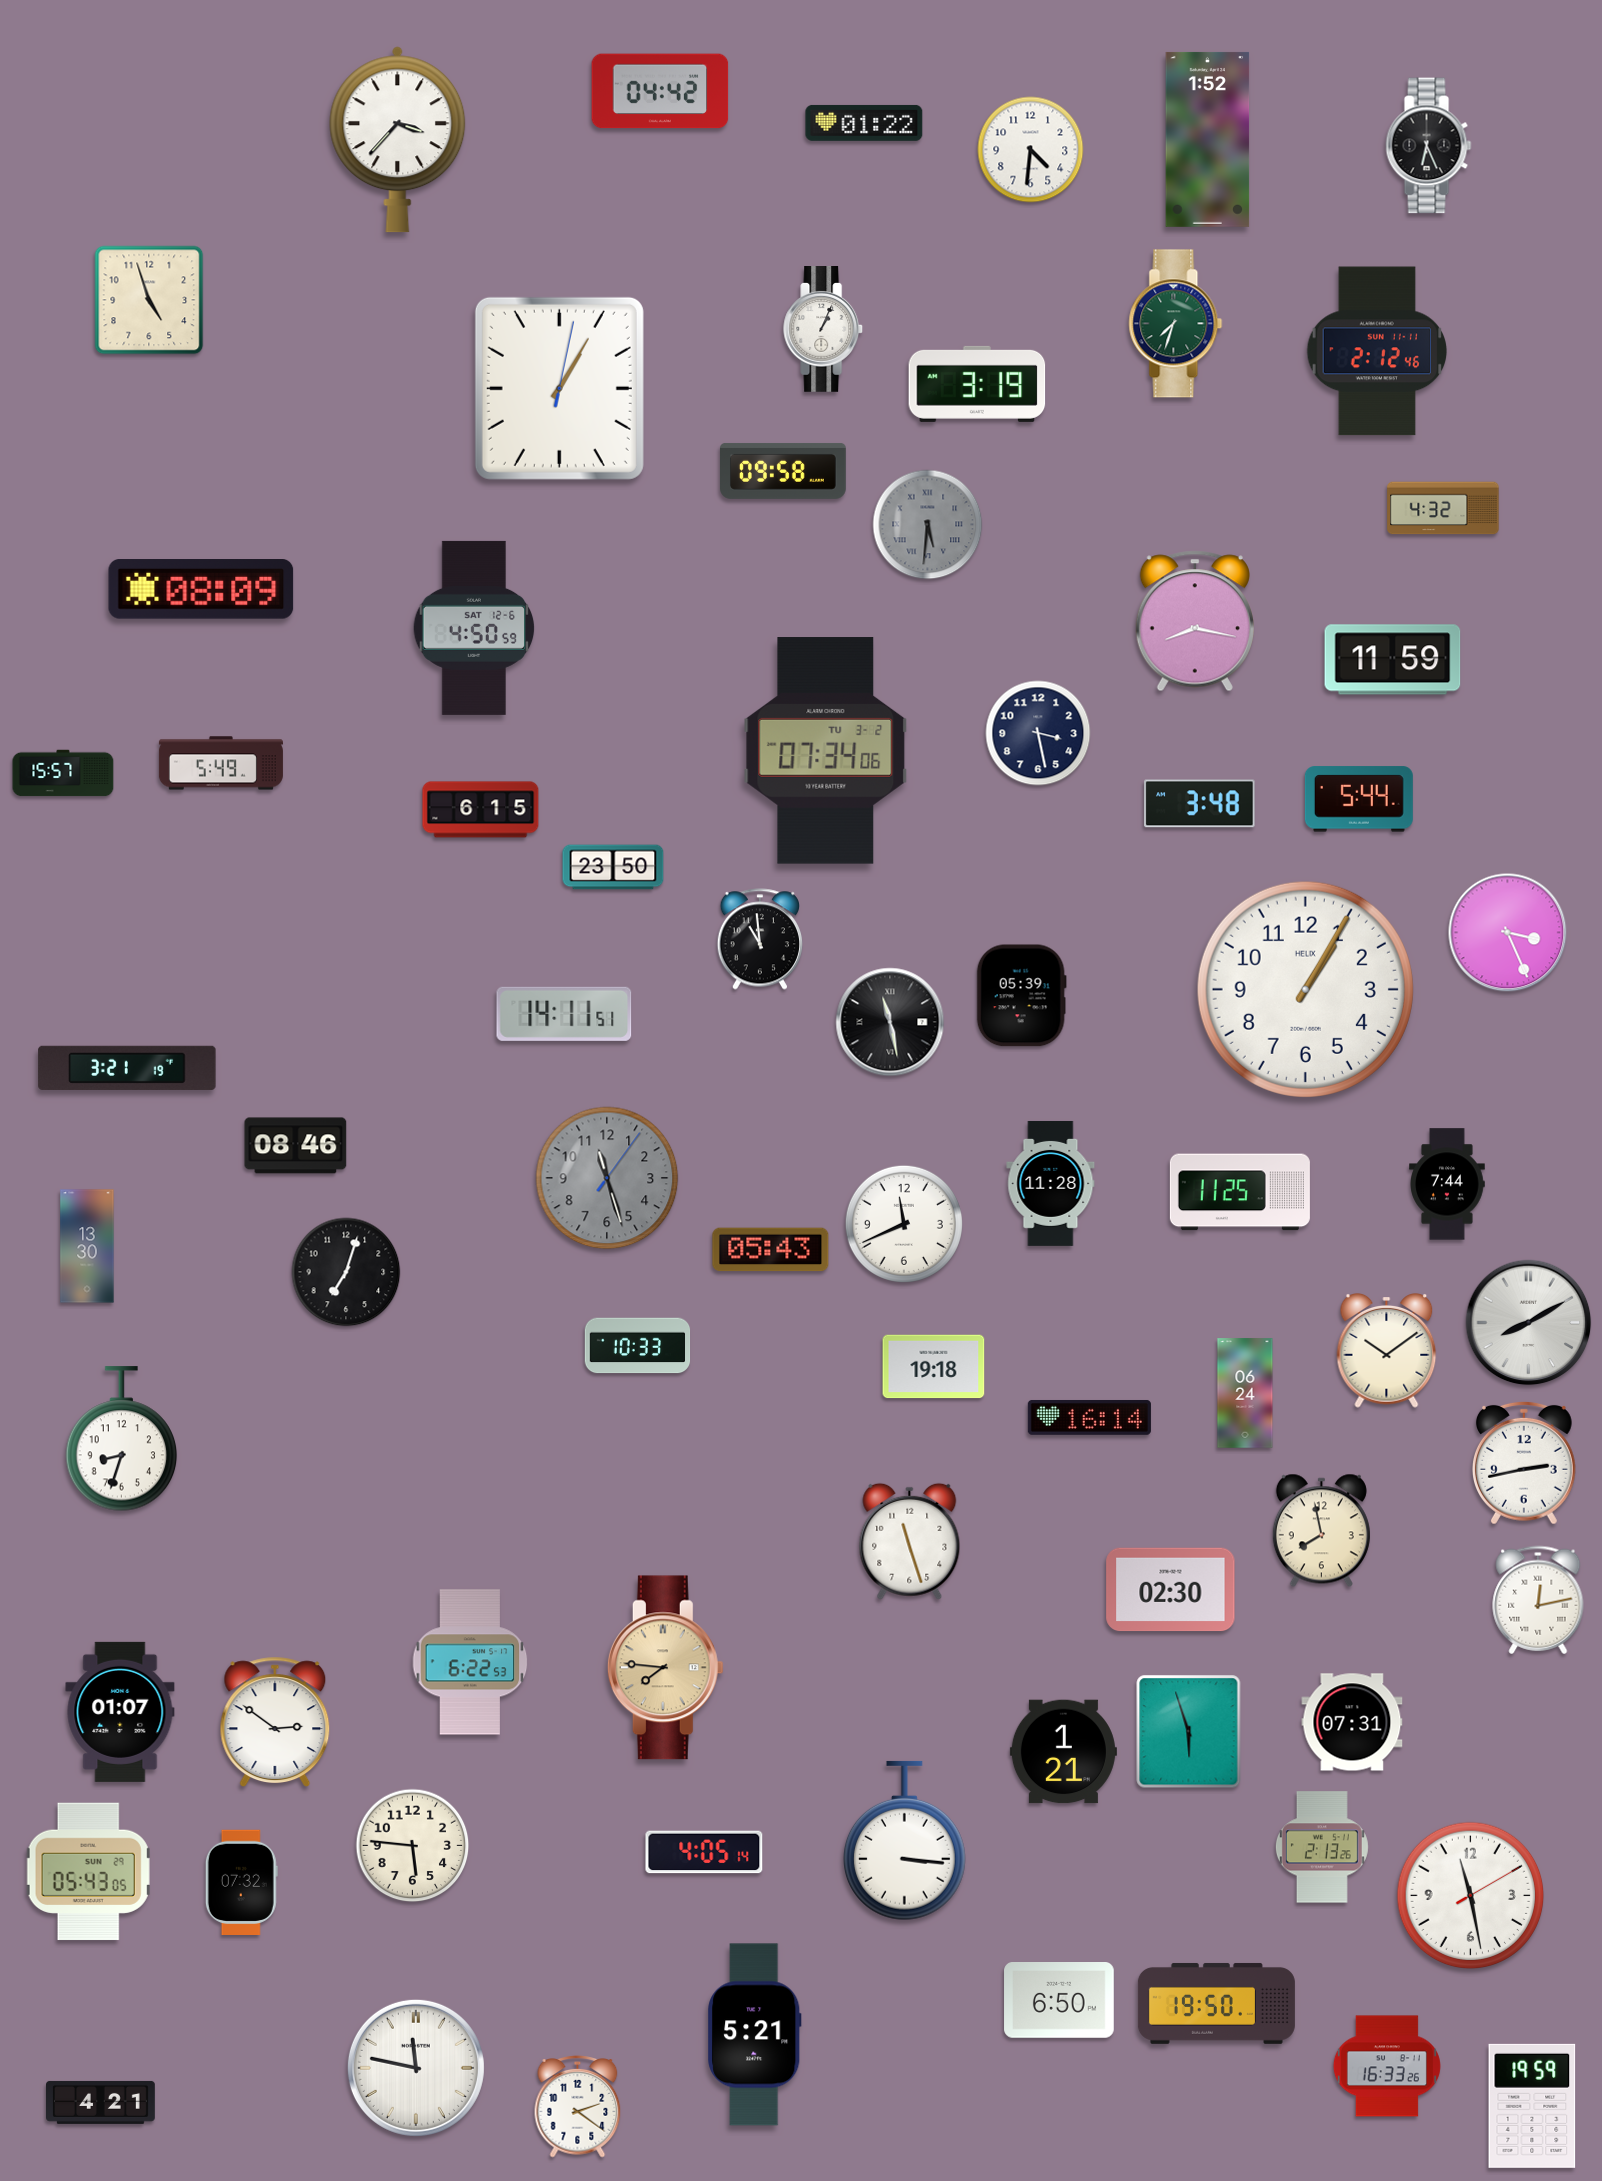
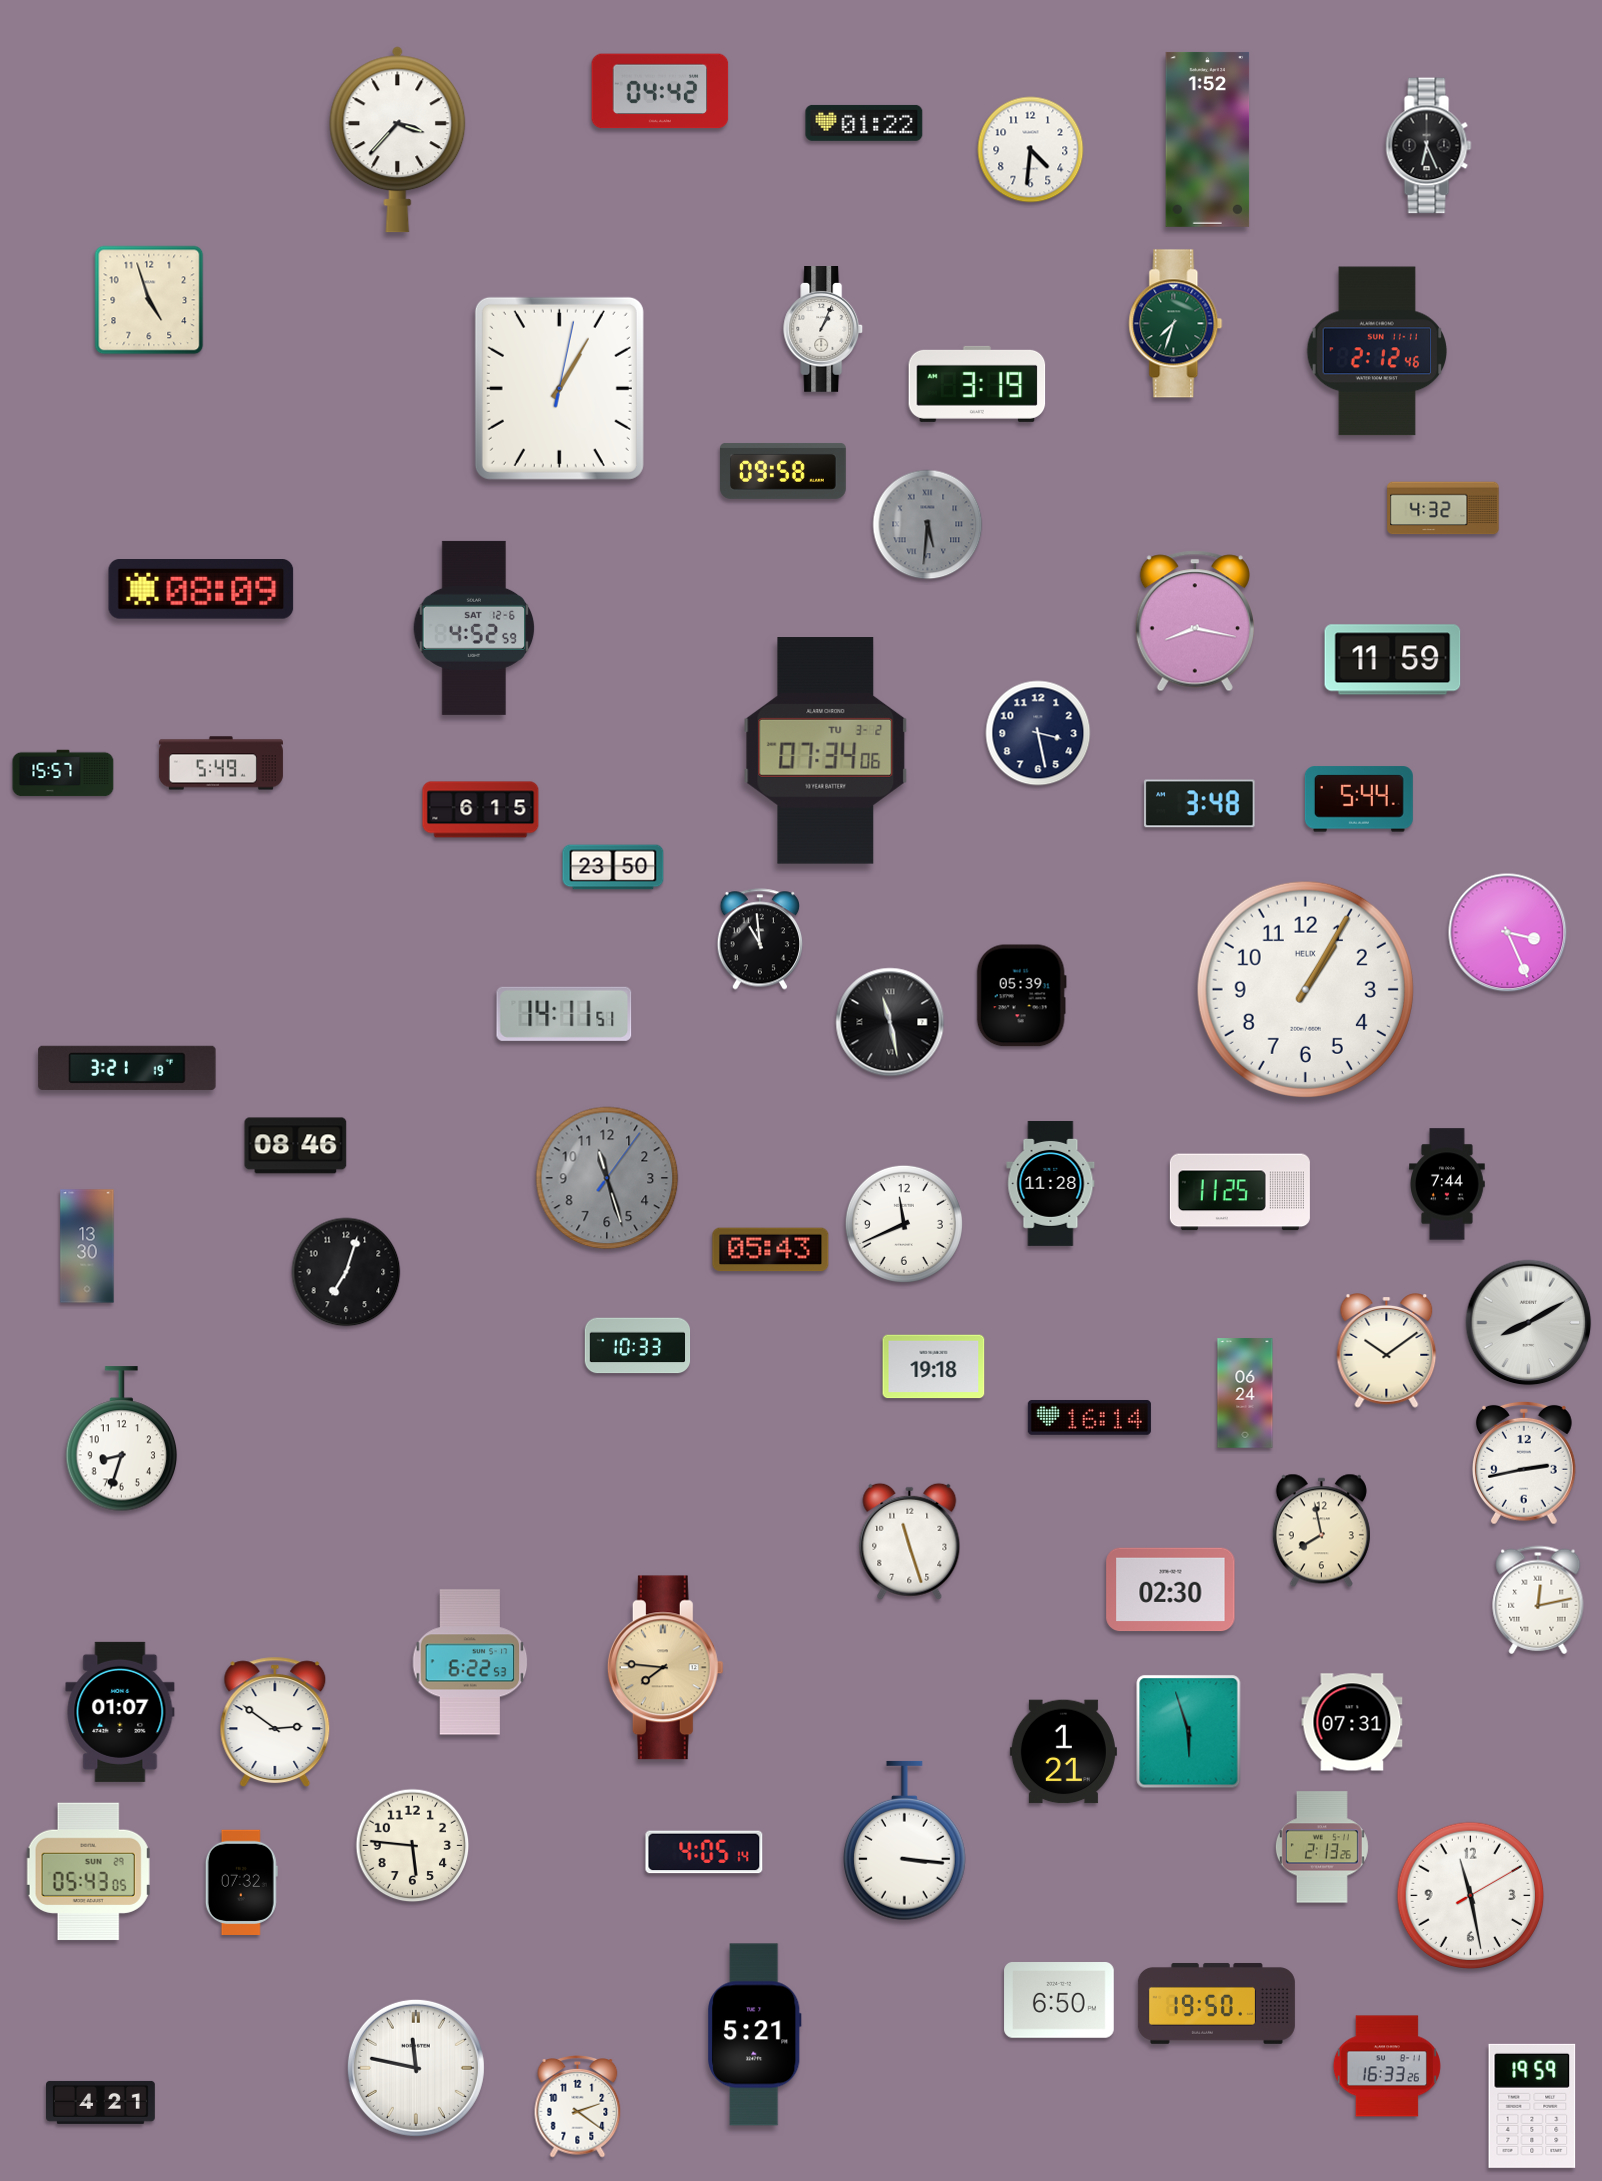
clock at (474, 628): 4:50 -> 4:52
